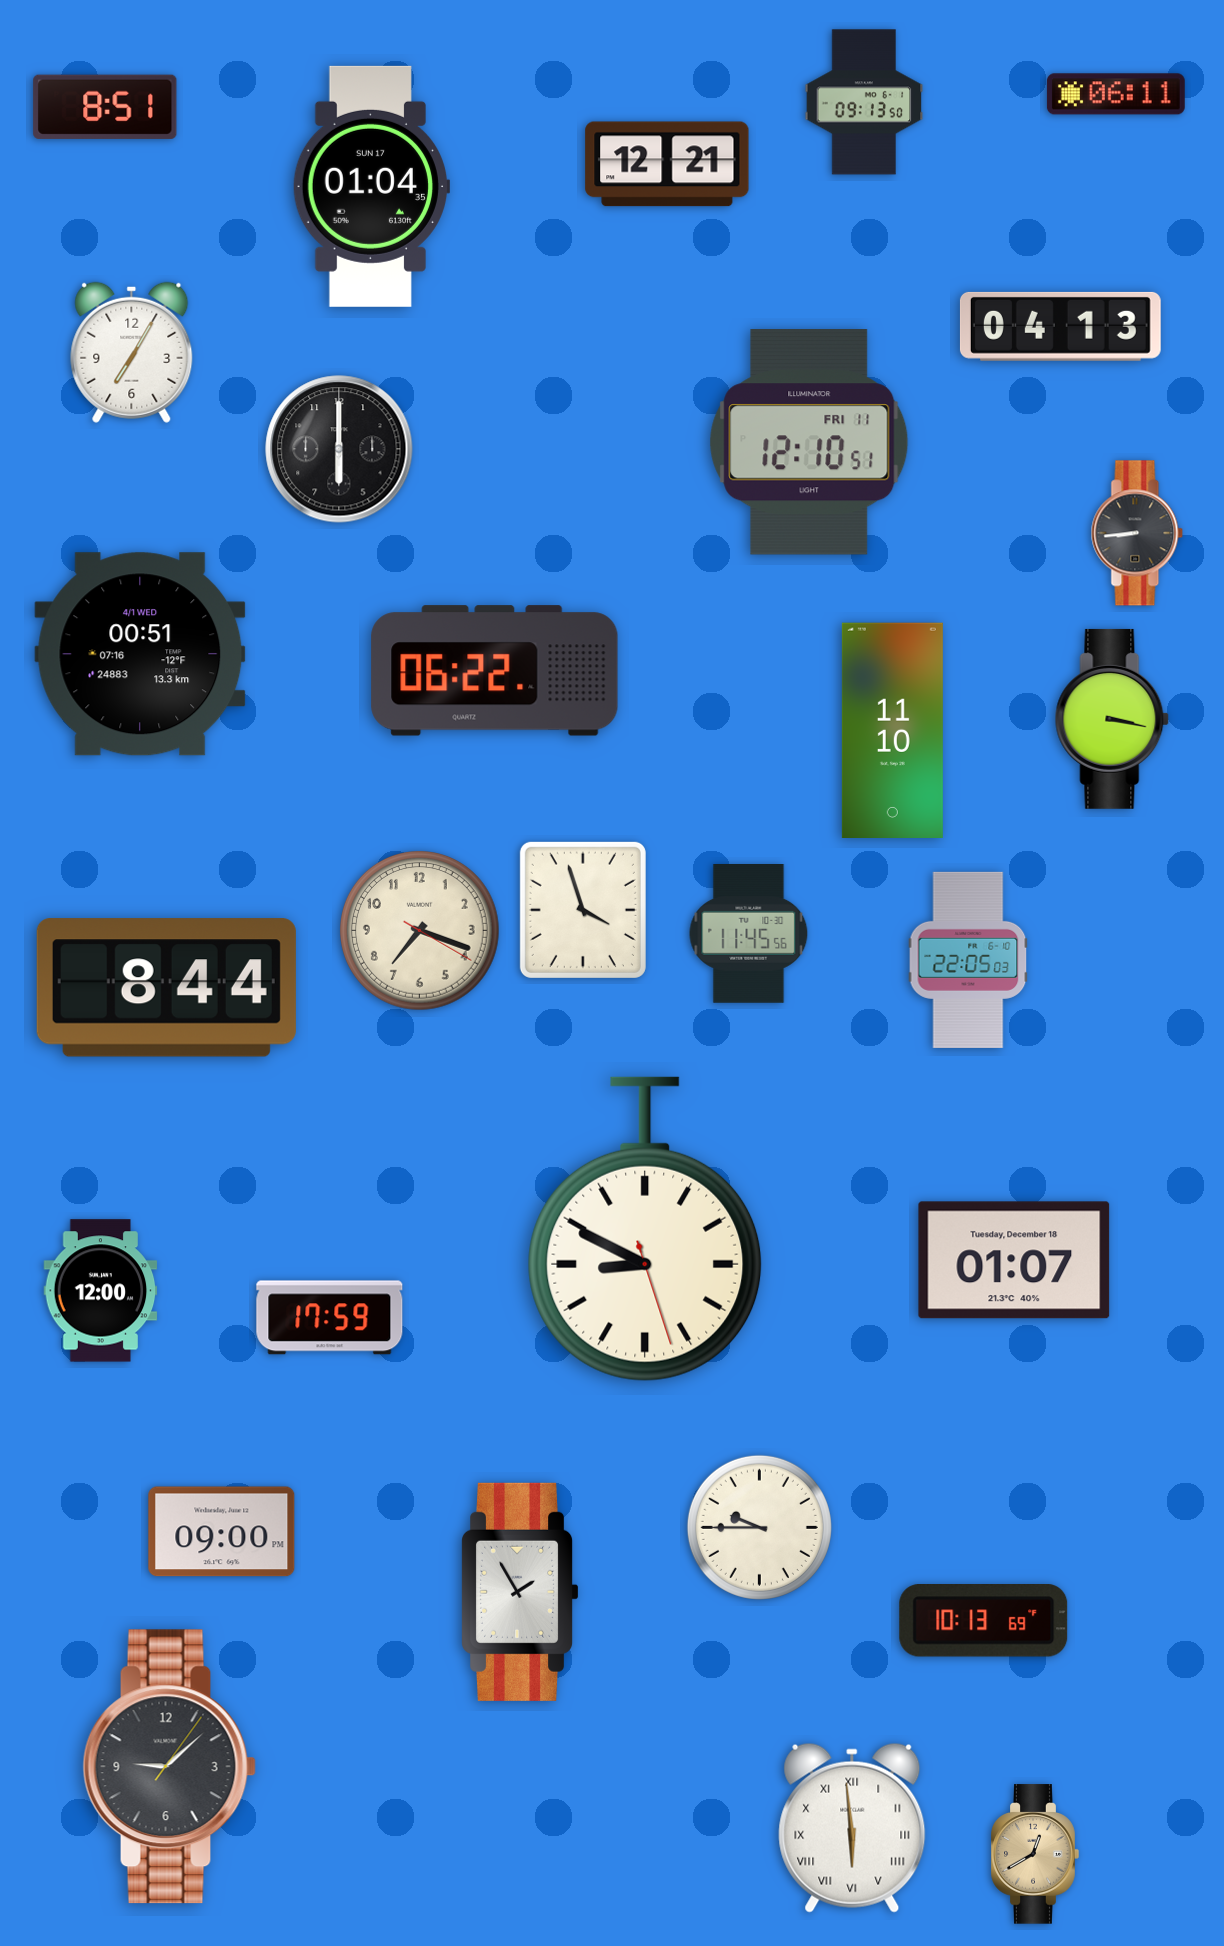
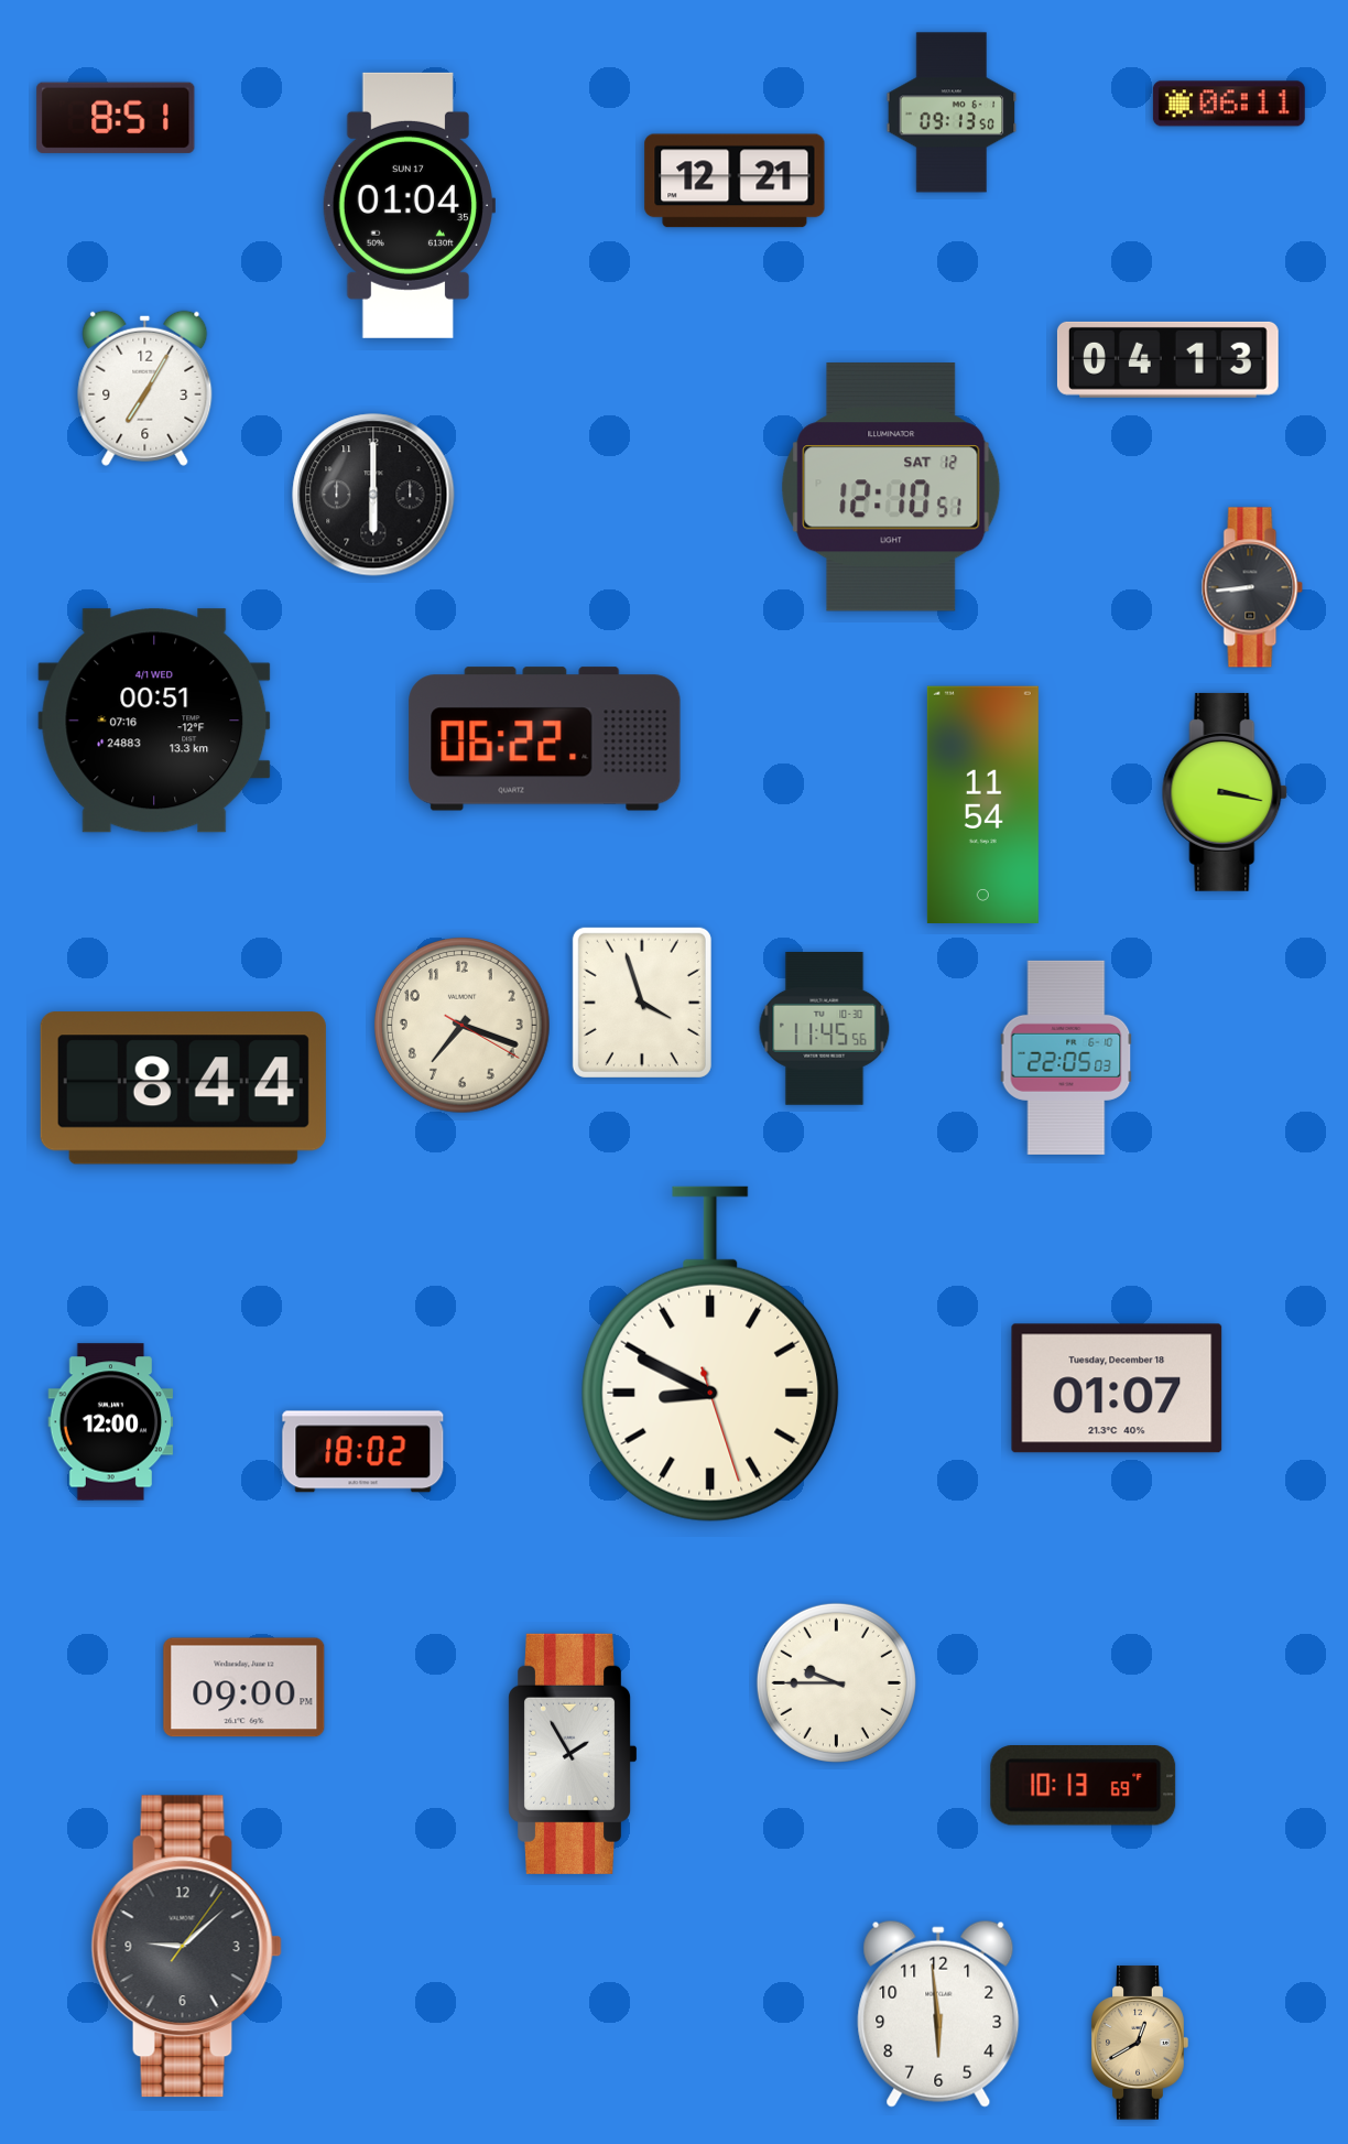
clock at (809, 442) date: FRI 11 -> SAT 12
clock at (892, 730): 11:10 -> 11:54
clock at (330, 1318): 17:59 -> 18:02
clock at (852, 1828) numerals: Roman -> Arabic
